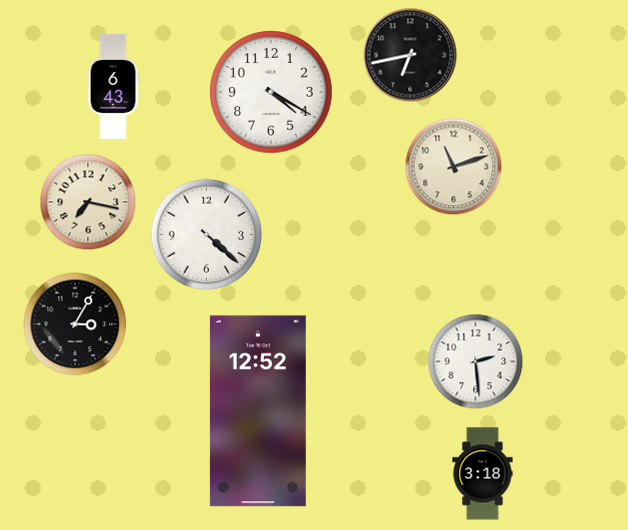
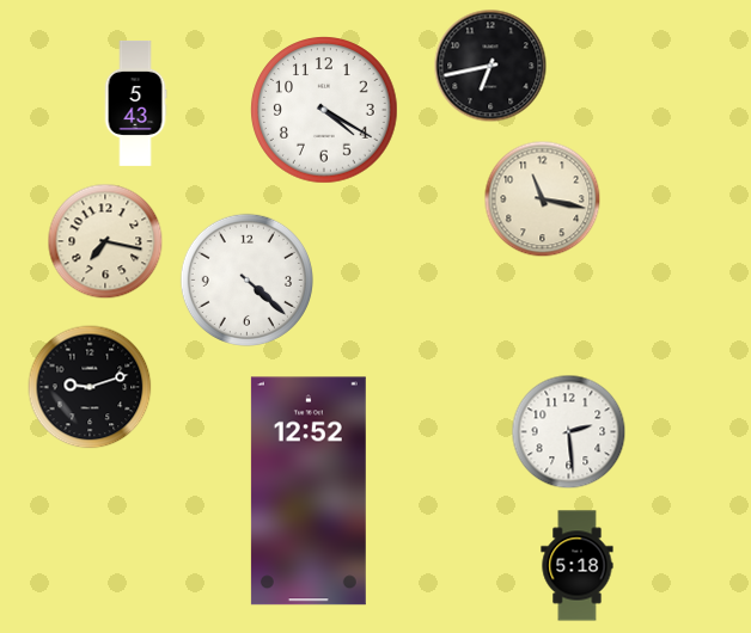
clock at (113, 86): 6:43 -> 5:43
clock at (454, 167): 11:12 -> 11:17
clock at (75, 324): 3:05 -> 9:12
clock at (483, 474): 3:18 -> 5:18
